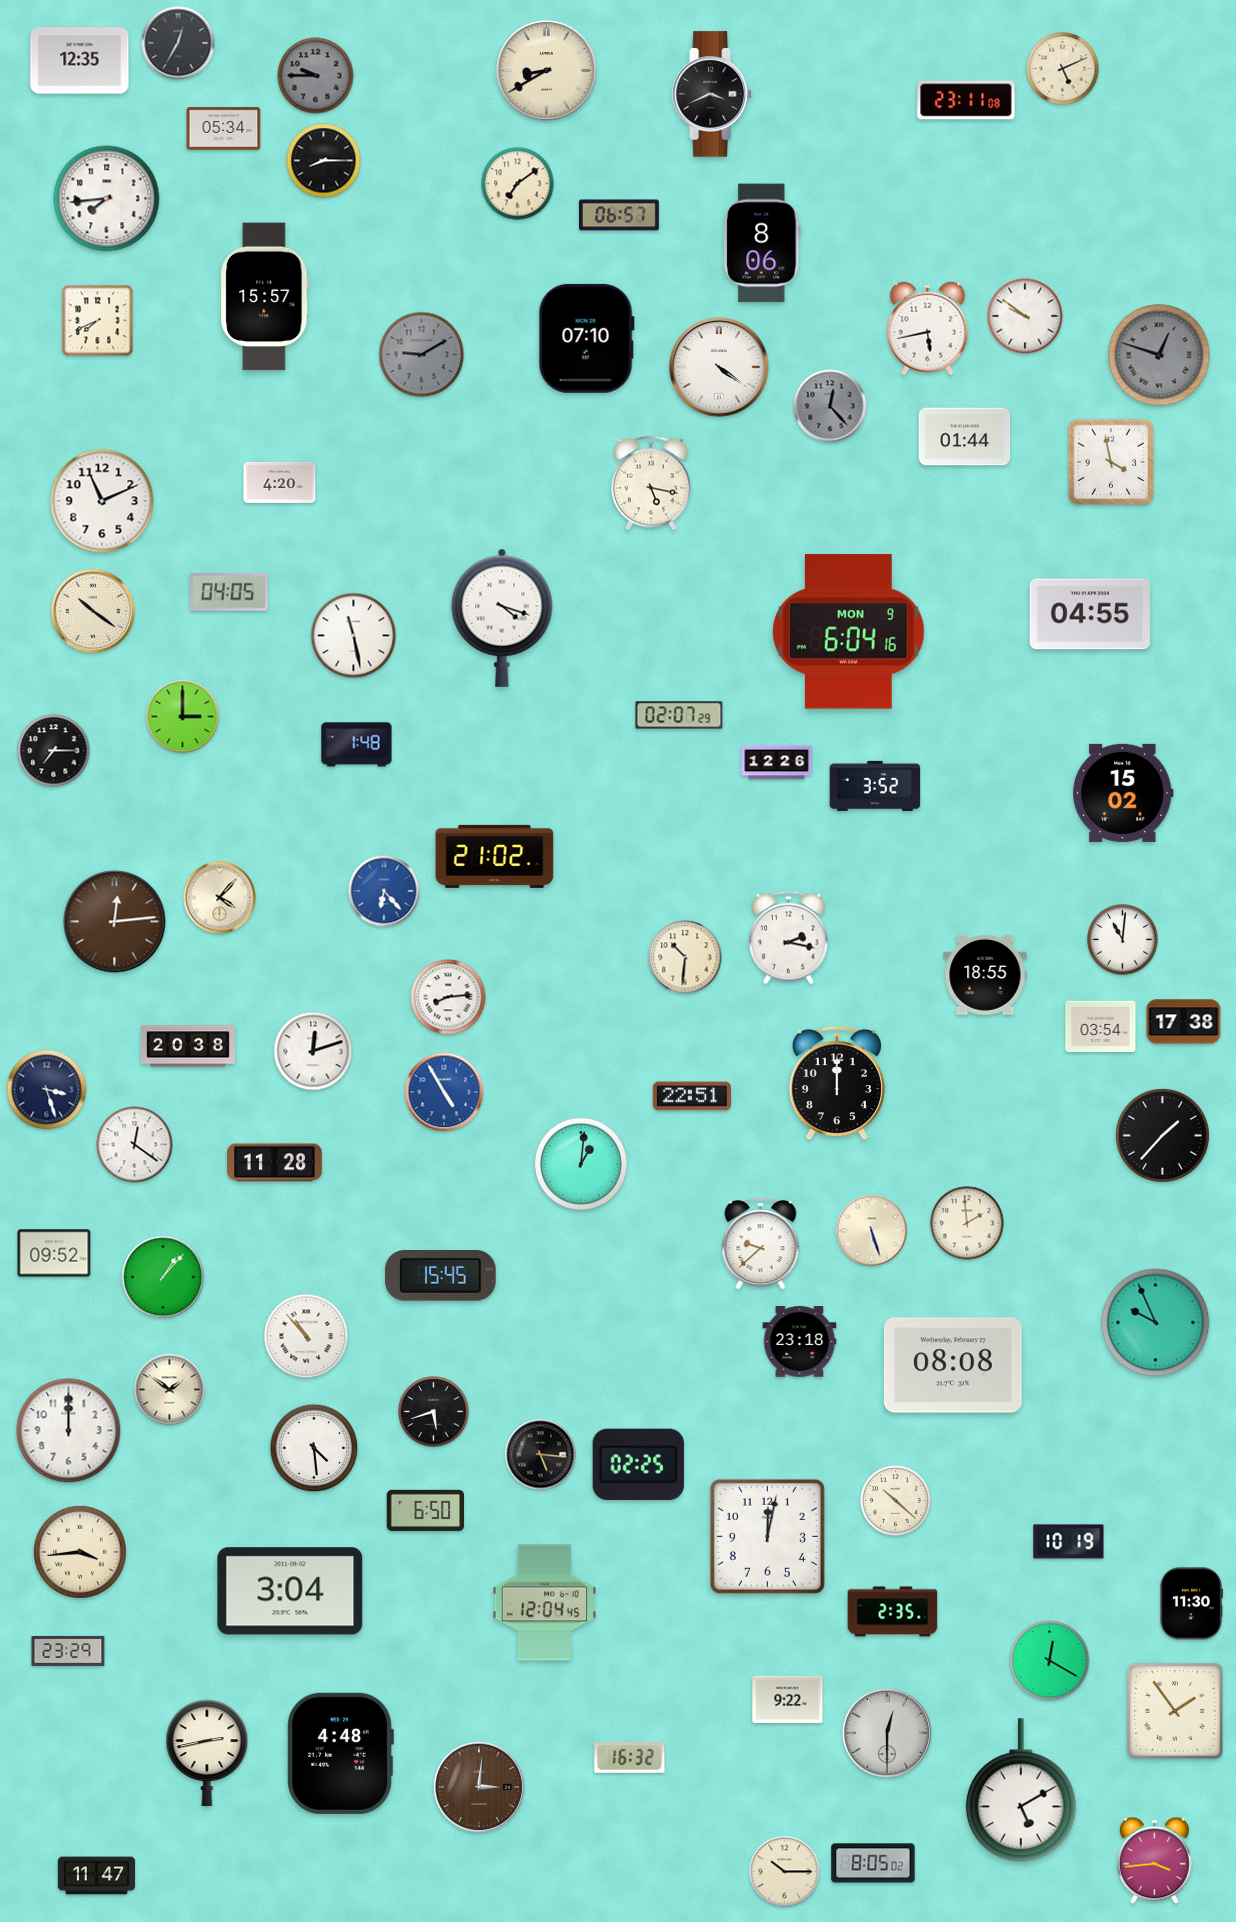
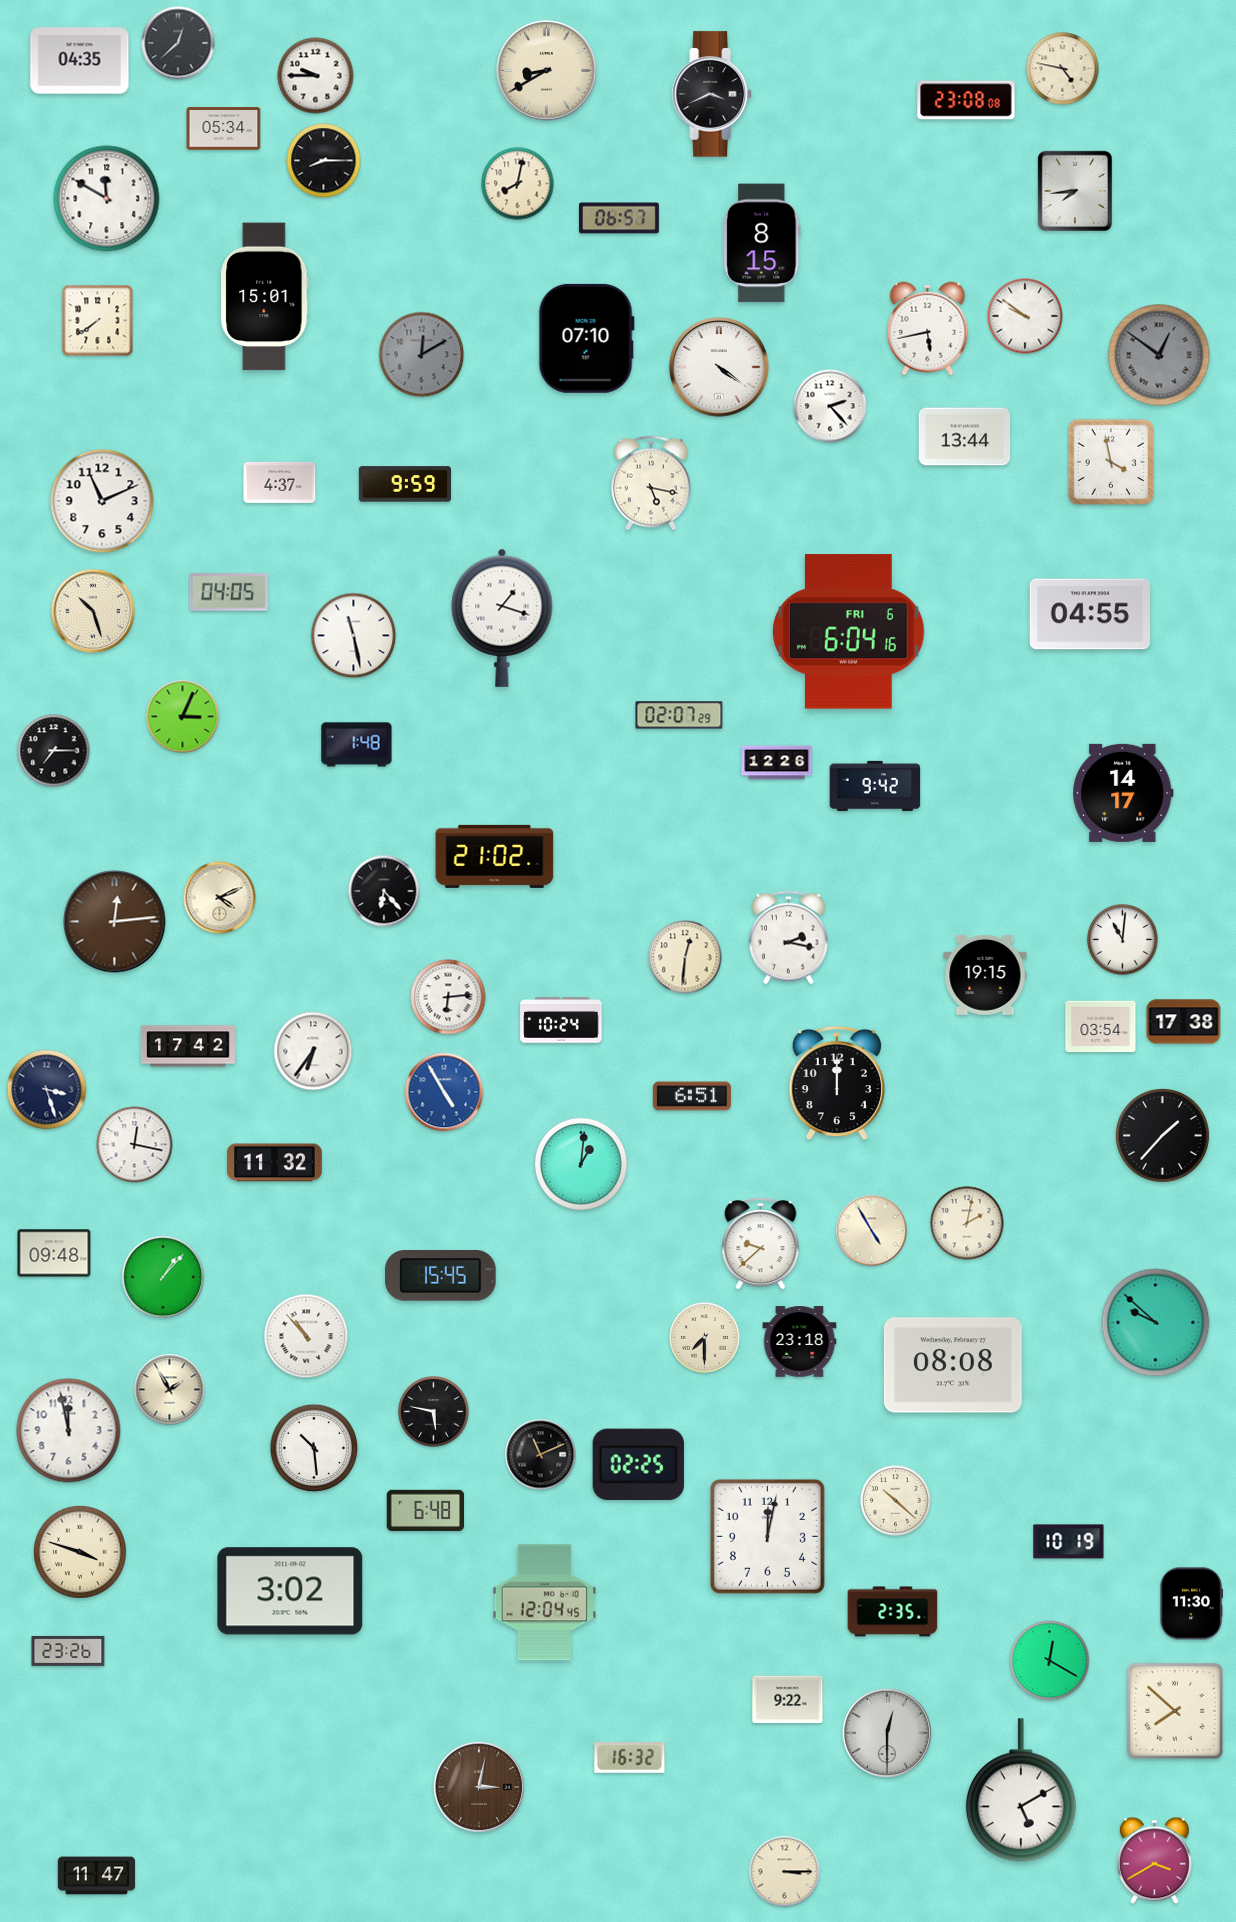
clock at (178, 43): 12:35 -> 12:38
clock at (80, 61): 12:35 -> 04:35
clock at (1063, 69): 5:11 -> 4:47
clock at (316, 76) dial: grey -> white
clock at (966, 100): 23:11 -> 23:08
clock at (518, 184): 7:09 -> 8:02
clock at (1074, 190): none -> 7:44
clock at (107, 199): 7:44 -> 11:50
clock at (619, 215) position: (619, 215) -> (619, 218)
clock at (762, 243): 8:06 -> 8:15
clock at (265, 297): 15:57 -> 15:01
clock at (98, 321): 7:41 -> 7:39
clock at (422, 355): 9:10 -> 12:10
clock at (1159, 355): 12:48 -> 12:51
clock at (830, 406): 12:23 -> 2:23
clock at (830, 406) dial: grey -> white
clock at (965, 437): 01:44 -> 13:44
clock at (280, 482): 4:20 -> 4:37
clock at (404, 484): none -> 9:59
clock at (93, 611): 10:21 -> 10:27
clock at (502, 618): 4:18 -> 1:18
clock at (849, 632) date: MON 9 -> FRI 6
clock at (183, 717): 3:00 -> 3:04
clock at (875, 786): 3:52 -> 9:42
clock at (1123, 793): 15:02 -> 14:17
clock at (384, 891) dial: blue -> black
clock at (220, 898): 4:07 -> 4:11
clock at (685, 957): 10:31 -> 12:31
clock at (985, 975): 18:55 -> 19:15
clock at (448, 997): 8:14 -> 6:14
clock at (561, 1020): none -> 10:24
clock at (188, 1046): 20:38 -> 17:42
clock at (313, 1051): 12:12 -> 6:36
clock at (692, 1096): 22:51 -> 6:51
clock at (135, 1145): 12:21 -> 12:17
clock at (275, 1163): 11:28 -> 11:32
clock at (967, 1223): 1:59 -> 2:02
clock at (872, 1231): 5:27 -> 4:55
clock at (54, 1253): 09:52 -> 09:48
clock at (1156, 1323): 9:56 -> 9:52
clock at (705, 1338): none -> 7:30
clock at (170, 1390): 1:51 -> 1:55
clock at (434, 1412): 5:42 -> 5:47
clock at (69, 1431): 12:00 -> 11:58
clock at (314, 1448): 4:29 -> 10:29
clock at (541, 1455): 5:16 -> 11:11
clock at (426, 1510): 6:50 -> 6:48
clock at (80, 1552): 3:44 -> 3:48
clock at (290, 1591): 3:04 -> 3:02
clock at (68, 1651): 23:29 -> 23:26
clock at (1175, 1711): 1:54 -> 7:52
clock at (207, 1752): 2:43 -> none
clock at (340, 1753): 4:48 -> none
clock at (479, 1787): 3:01 -> 3:02
clock at (1155, 1861): 3:44 -> 3:40
clock at (873, 1863): 8:05 -> none
clock at (785, 1872): 10:15 -> 3:15
